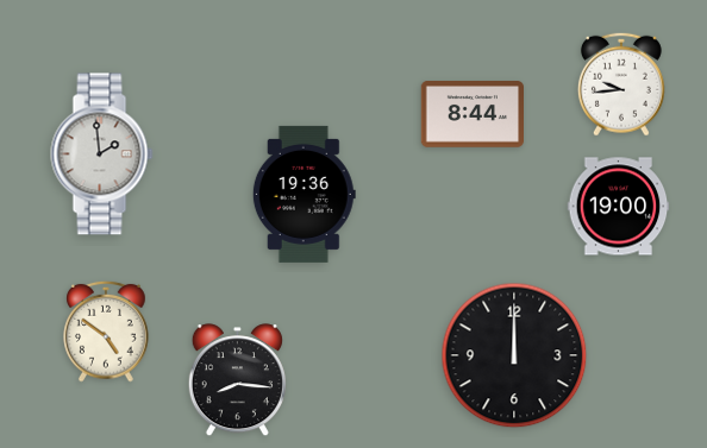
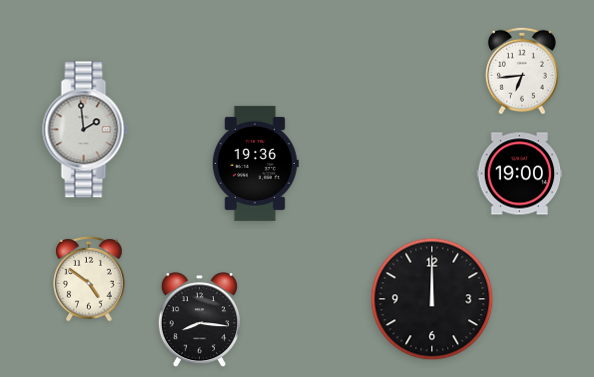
clock at (621, 84): 9:44 -> 6:44
clock at (471, 115): 8:44 -> none
